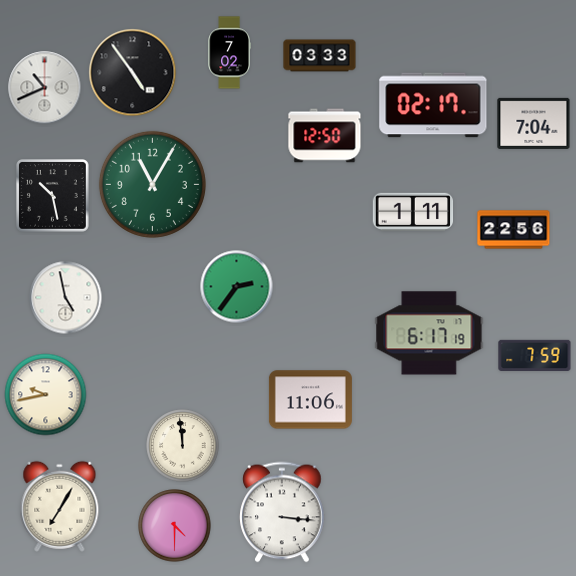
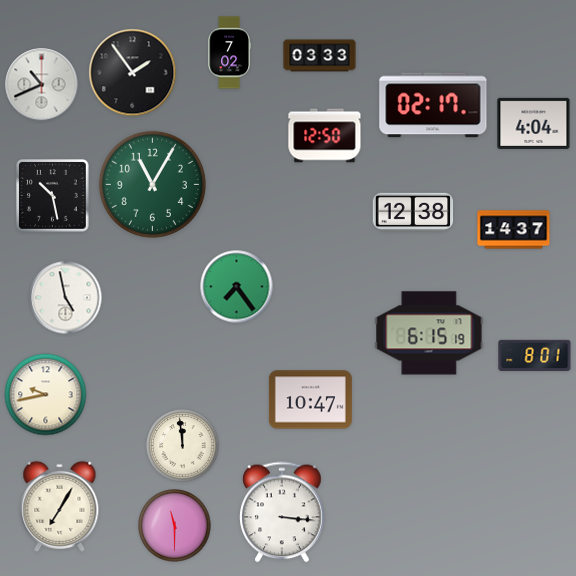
clock at (133, 73): 4:54 -> 1:54
clock at (45, 88) position: (45, 88) -> (42, 85)
clock at (534, 123): 7:04 -> 4:04
clock at (413, 211): 1:11 -> 12:38
clock at (514, 230): 22:56 -> 14:37
clock at (237, 287): 2:36 -> 7:24
clock at (429, 333): 6:17 -> 6:15
clock at (535, 355): 7:59 -> 8:01
clock at (310, 400): 11:06 -> 10:47
clock at (175, 526): 4:30 -> 11:30
